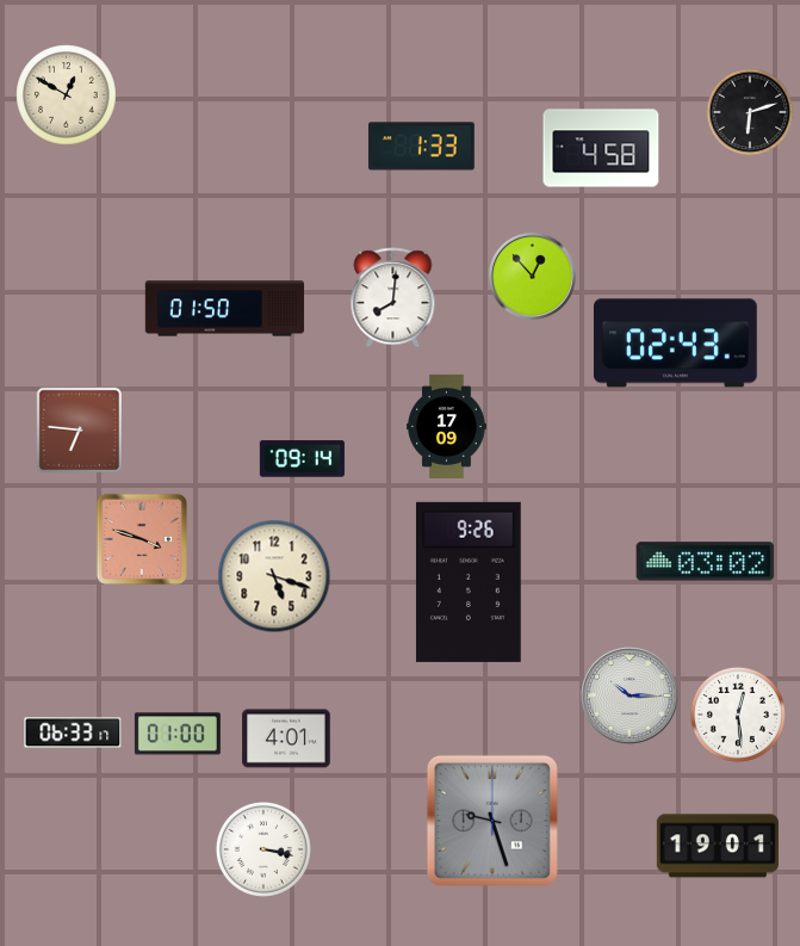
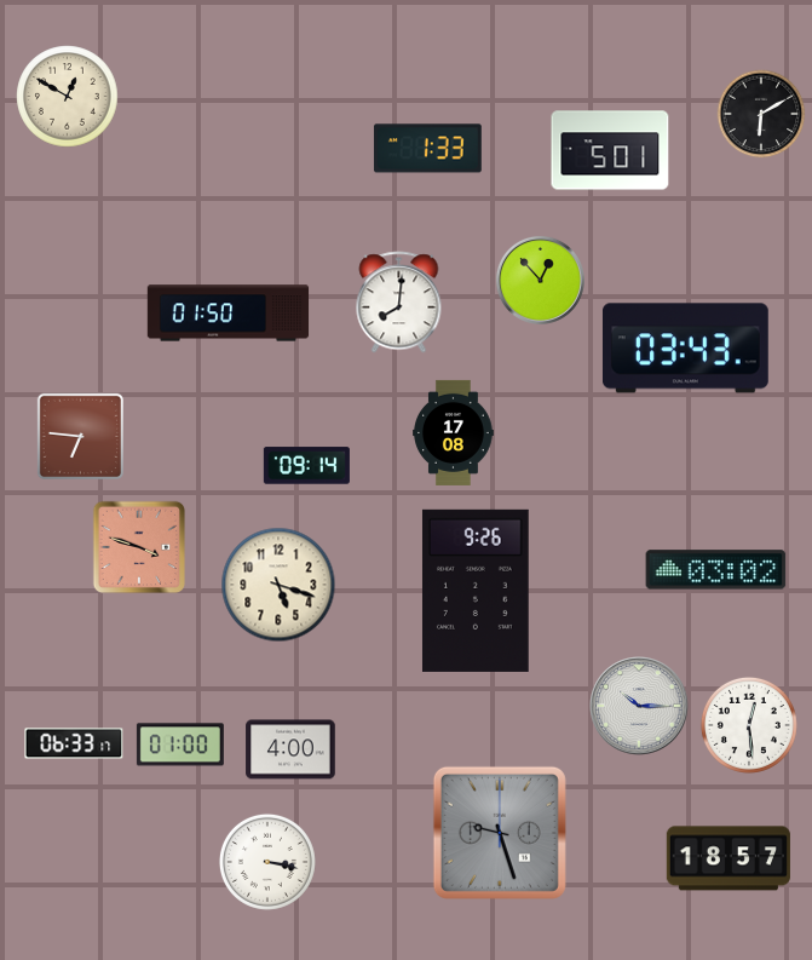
clock at (750, 112): 6:12 -> 6:10
clock at (601, 148): 4:58 -> 5:01
clock at (675, 344): 02:43 -> 03:43
clock at (447, 426): 17:09 -> 17:08
clock at (141, 538) position: (141, 538) -> (138, 546)
clock at (286, 738): 4:01 -> 4:00
clock at (718, 846): 19:01 -> 18:57
